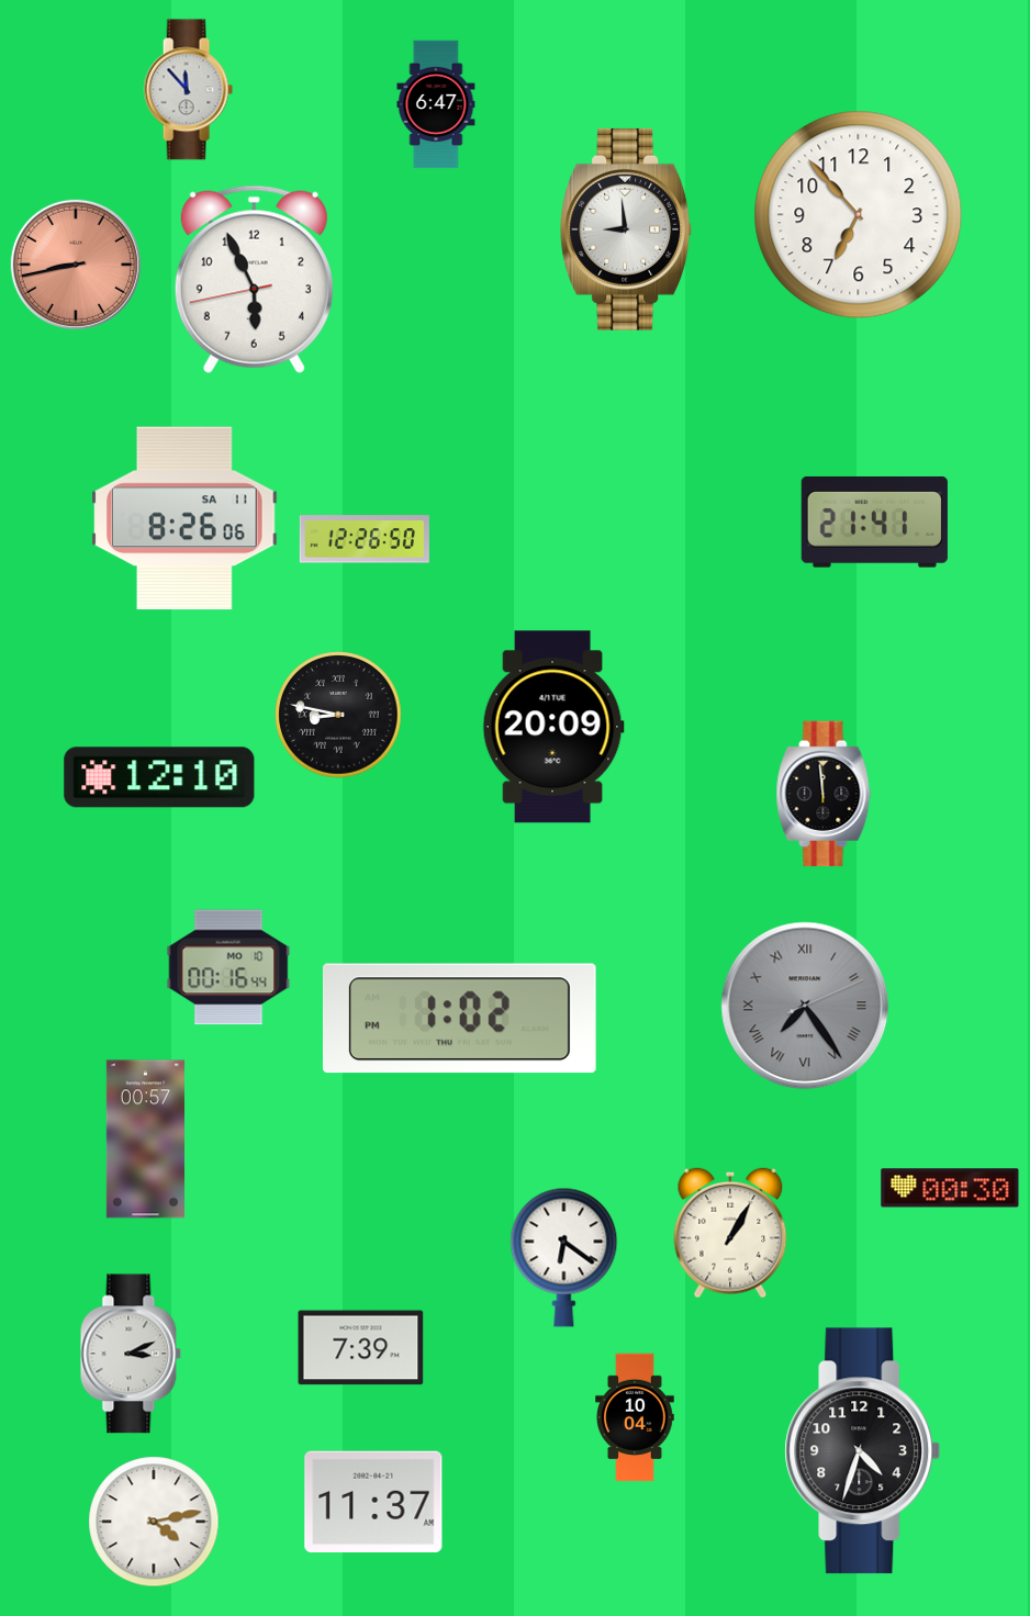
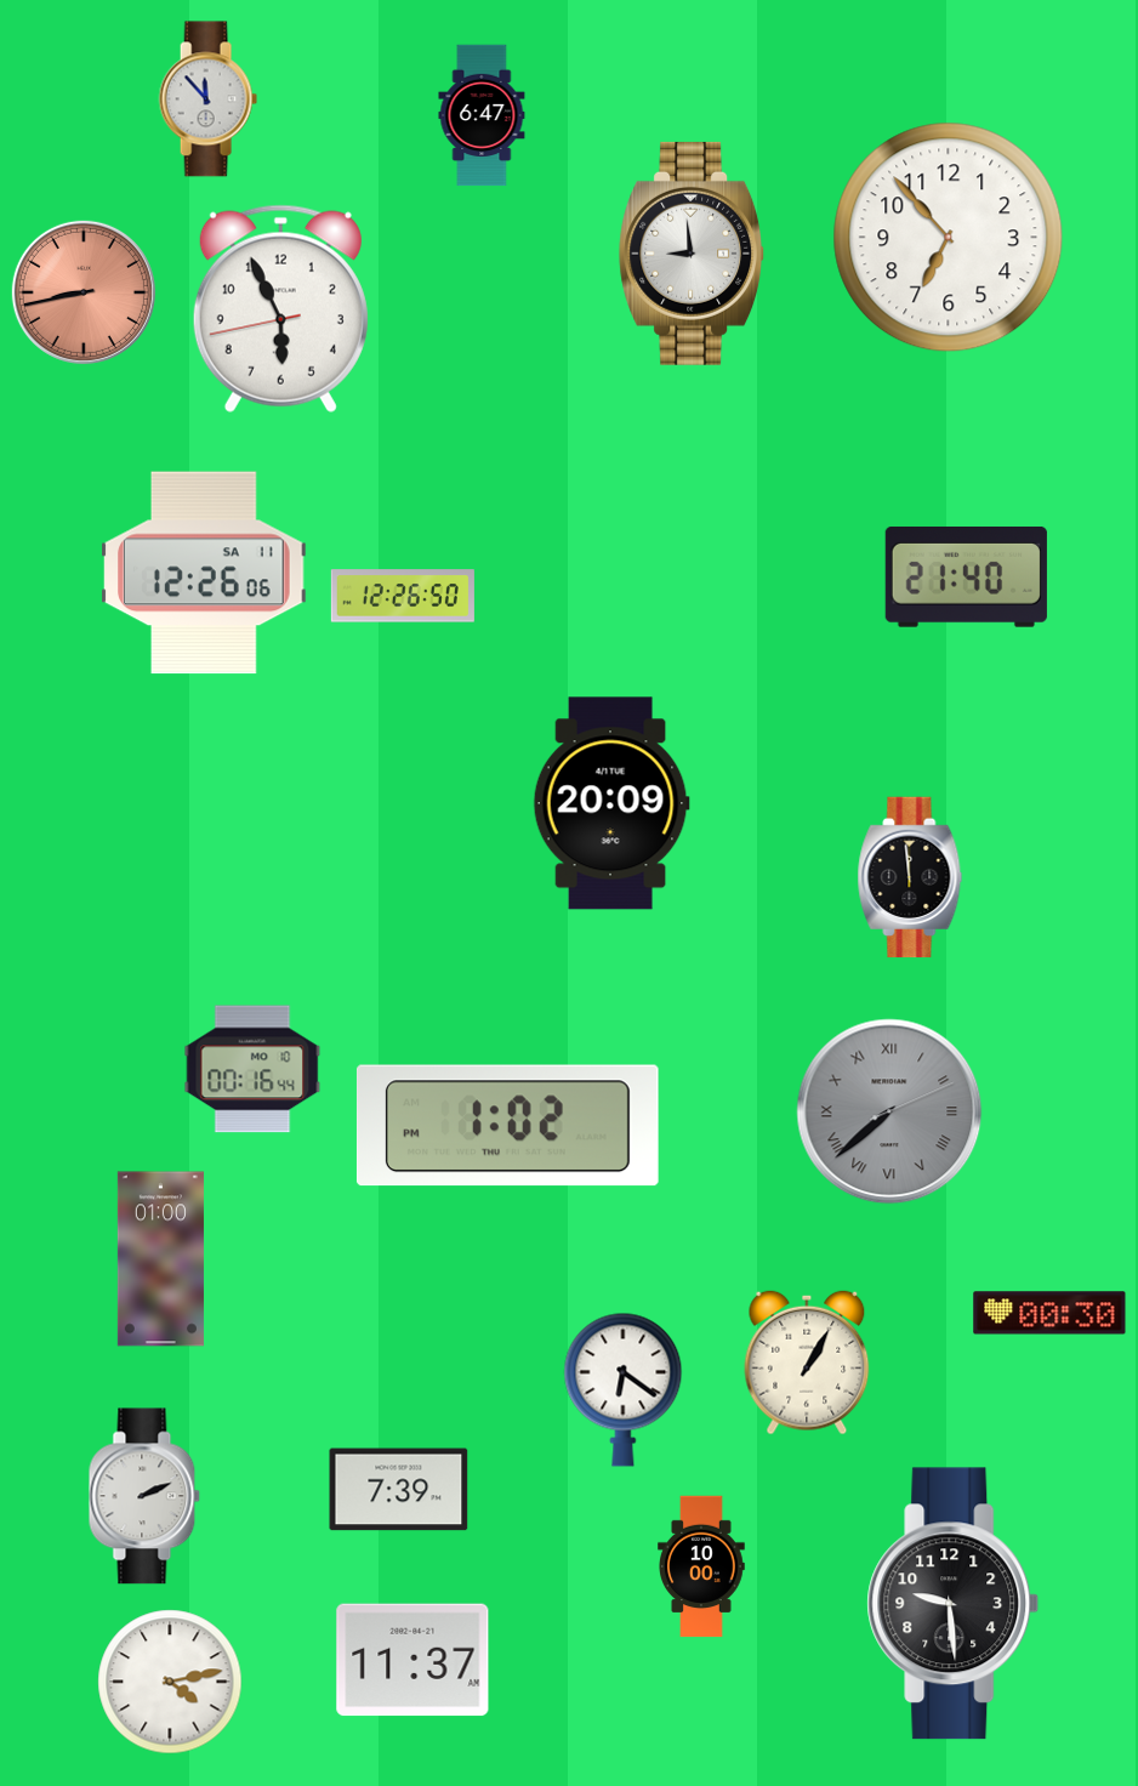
clock at (184, 518): 8:26 -> 12:26
clock at (874, 521): 21:41 -> 21:40
clock at (338, 715): 8:47 -> none
clock at (159, 777): 12:10 -> none
clock at (805, 1006): 7:24 -> 7:38
clock at (145, 1140): 00:57 -> 01:00
clock at (131, 1354): 3:11 -> 2:11
clock at (635, 1417): 10:04 -> 10:00
clock at (863, 1451): 4:33 -> 9:29
